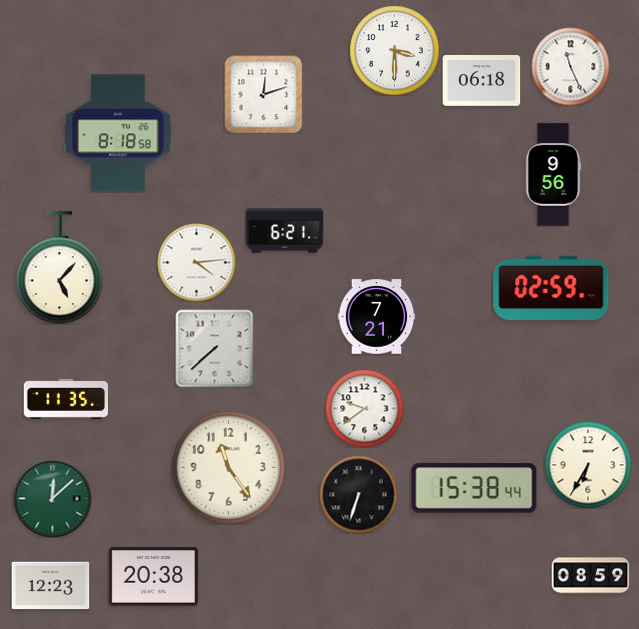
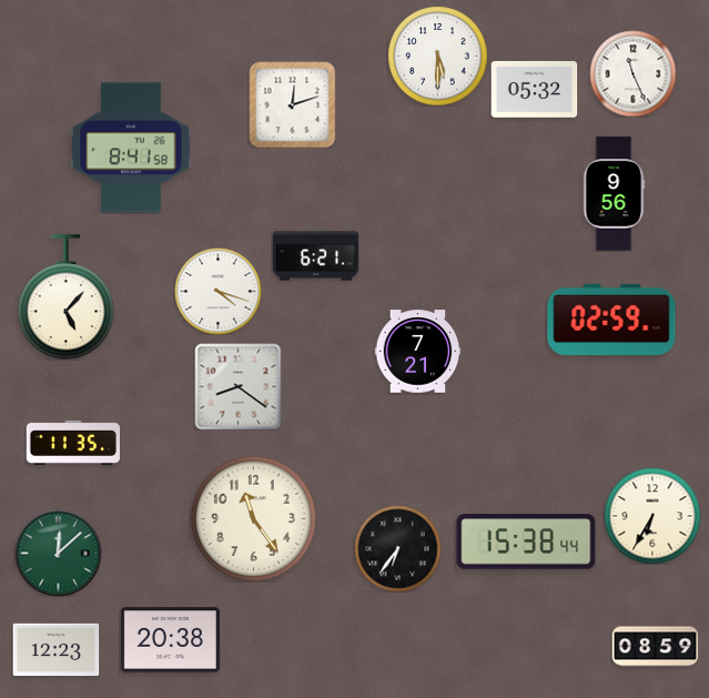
clock at (394, 50): 3:30 -> 5:30
clock at (481, 81): 06:18 -> 05:32
clock at (118, 133): 8:18 -> 8:41
clock at (196, 262): 4:14 -> 4:18
clock at (214, 348): 7:38 -> 8:21
clock at (364, 408): 9:39 -> none
clock at (358, 494): 6:33 -> 6:36
clock at (590, 576) position: (590, 576) -> (655, 647)
